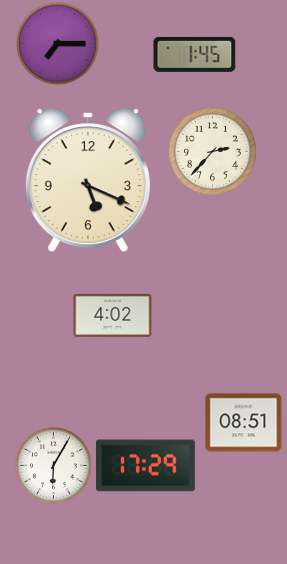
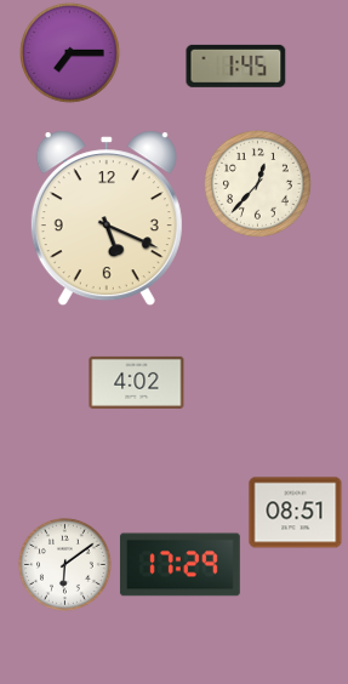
clock at (212, 151): 2:37 -> 12:37
clock at (54, 466): 6:05 -> 6:09
clock at (145, 466) position: (145, 466) -> (179, 565)
